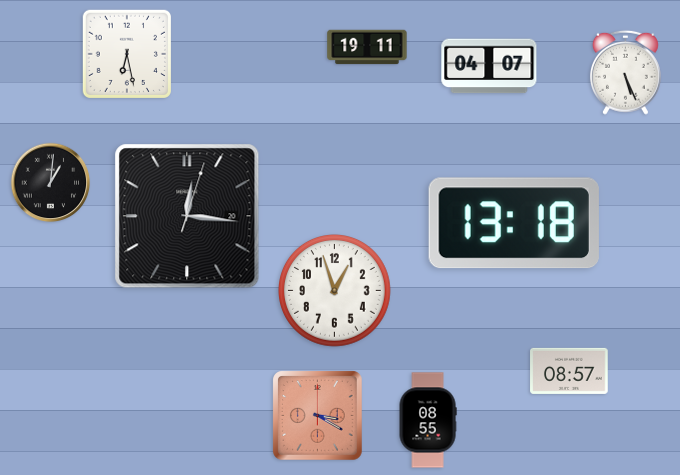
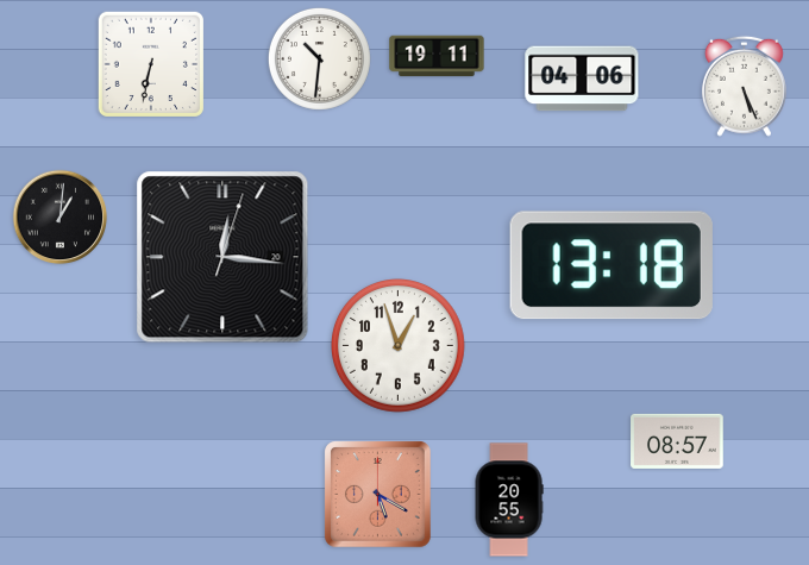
clock at (319, 58): none -> 10:31
clock at (127, 54): 6:28 -> 6:32
clock at (489, 66): 04:07 -> 04:06
clock at (318, 416): 3:20 -> 5:20
clock at (428, 420): 08:55 -> 20:55
